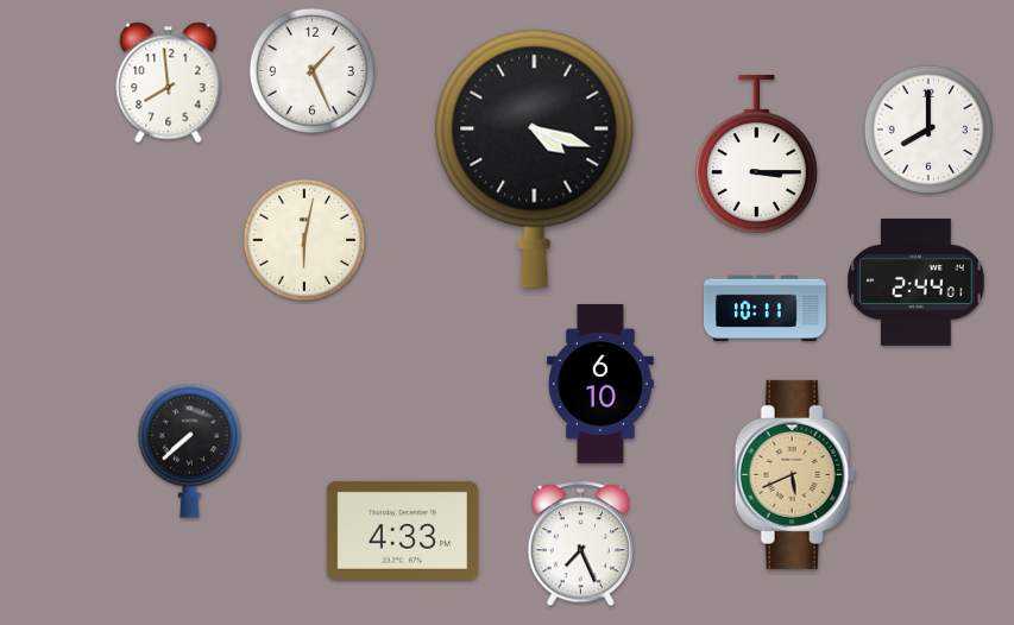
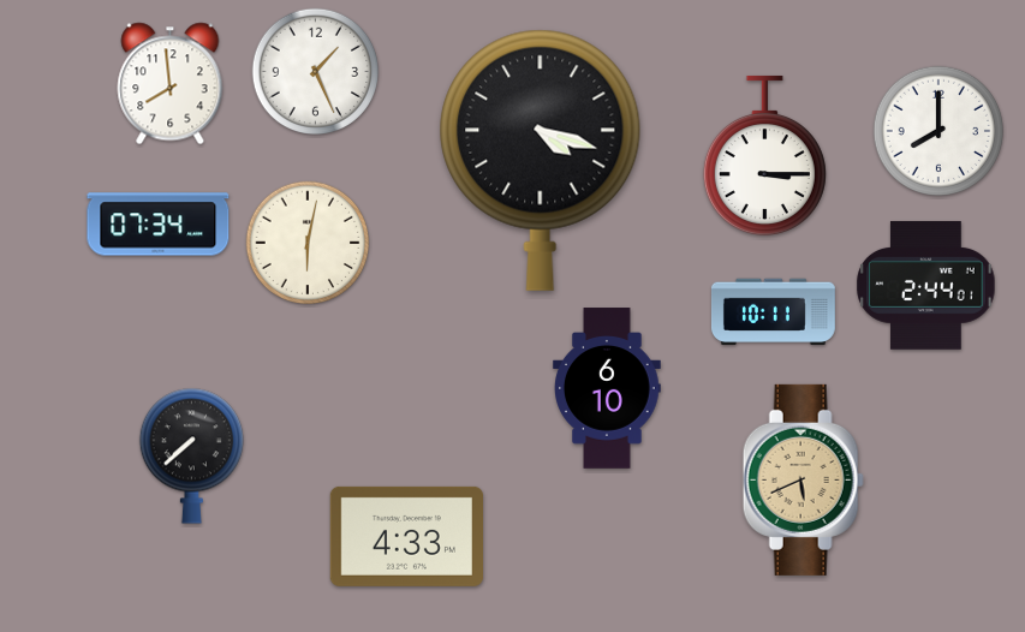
clock at (159, 225): none -> 07:34
clock at (580, 544): 7:26 -> none
